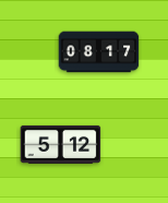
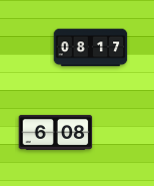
clock at (61, 144): 5:12 -> 6:08
